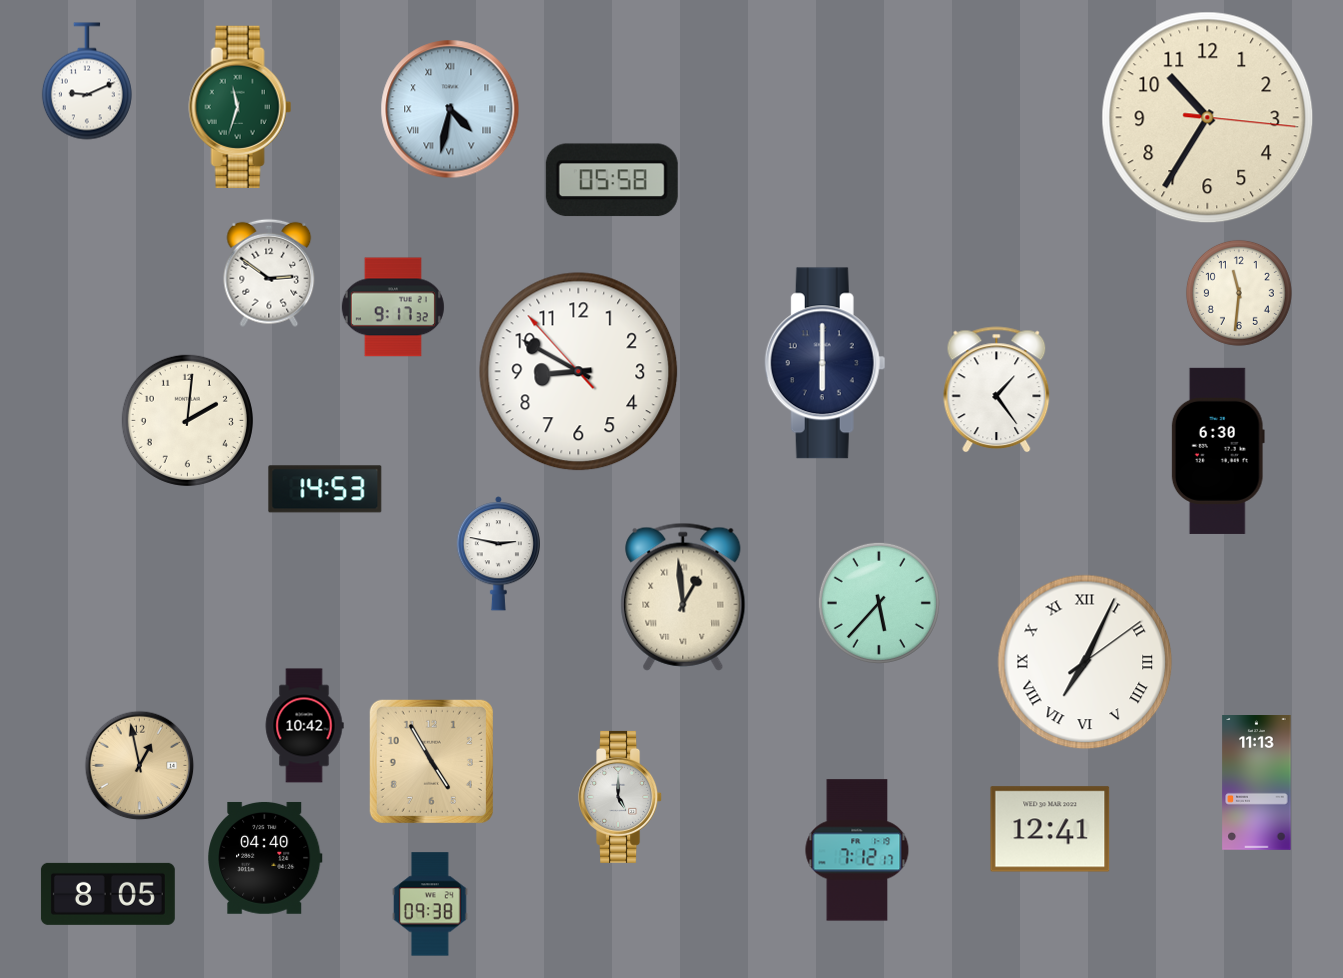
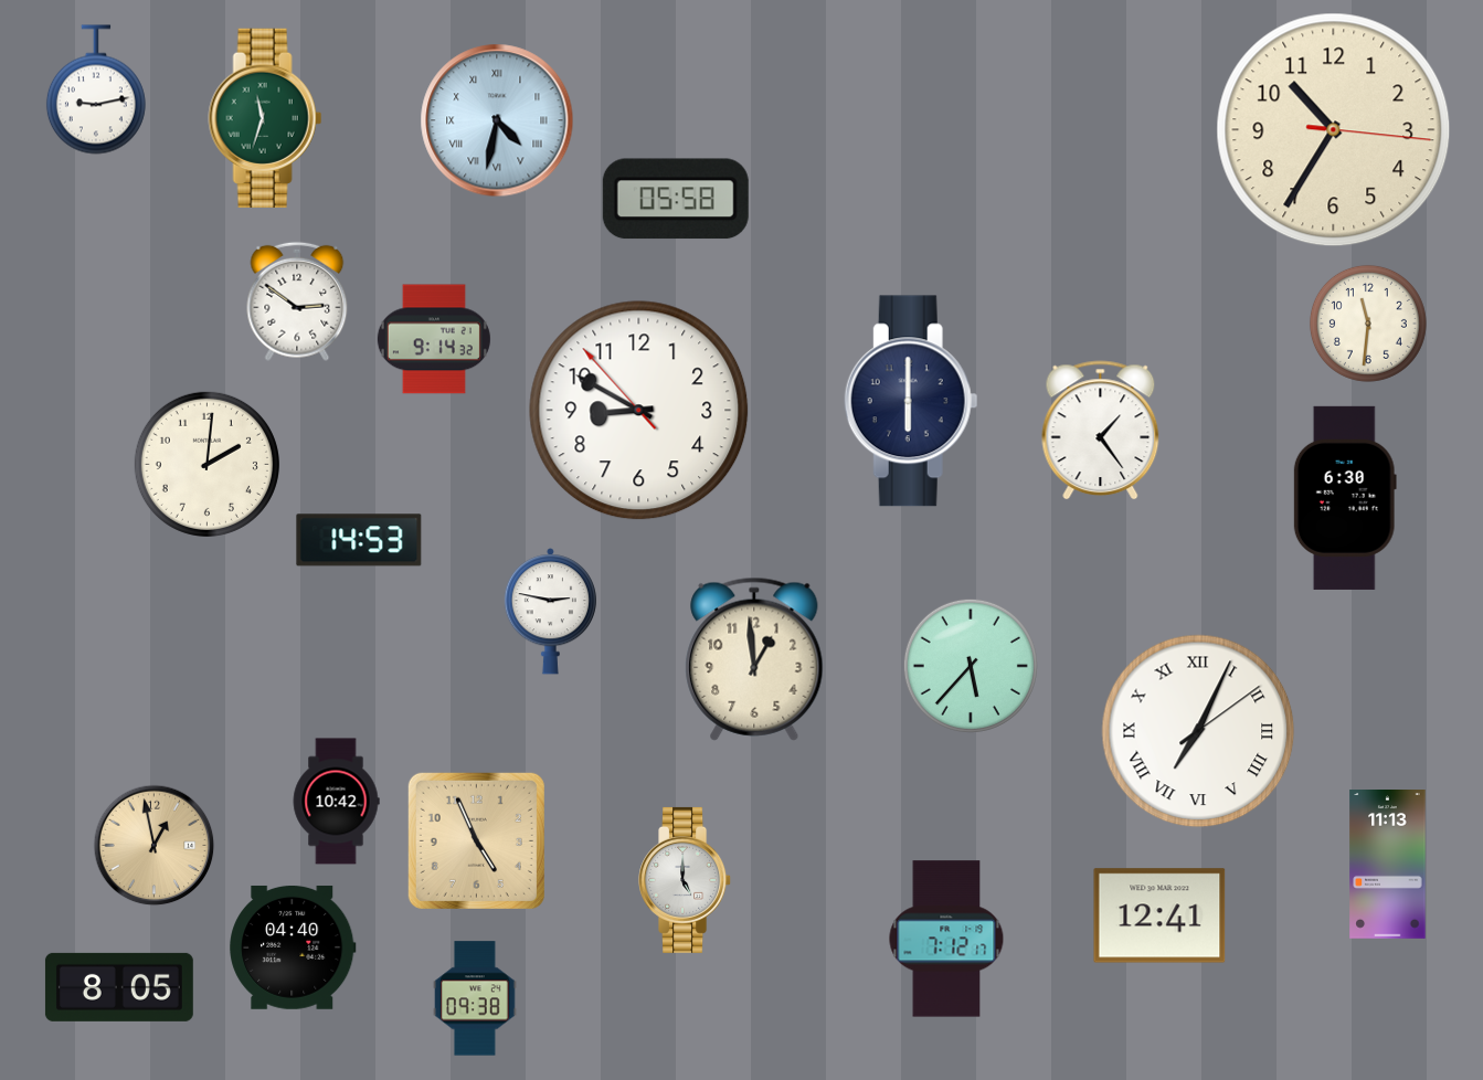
clock at (87, 81): 9:11 -> 9:13
clock at (393, 307): 9:17 -> 9:14
clock at (683, 597) numerals: Roman -> Arabic
clock at (431, 761): 4:55 -> 4:56
